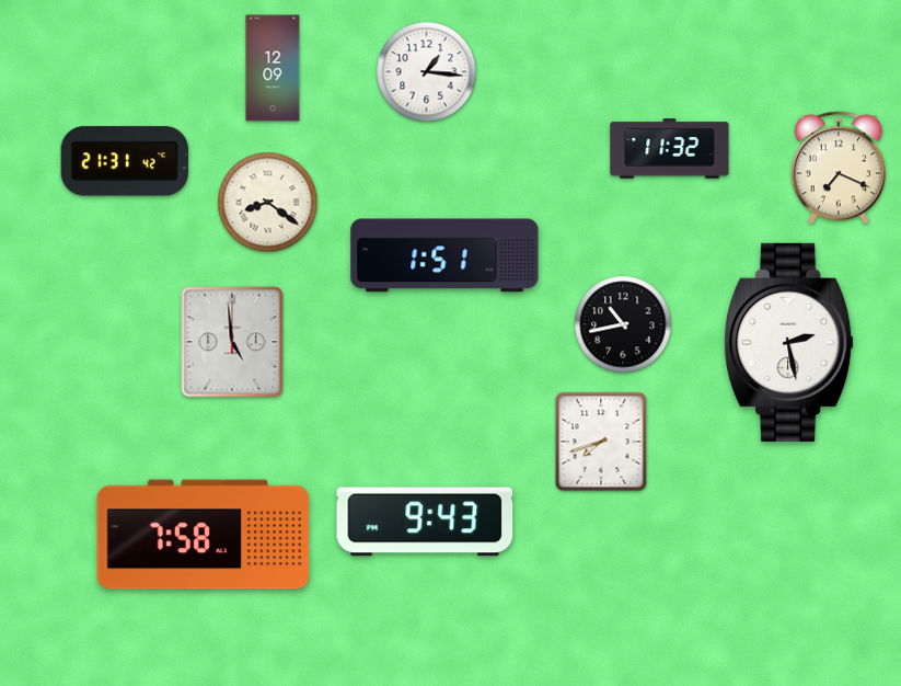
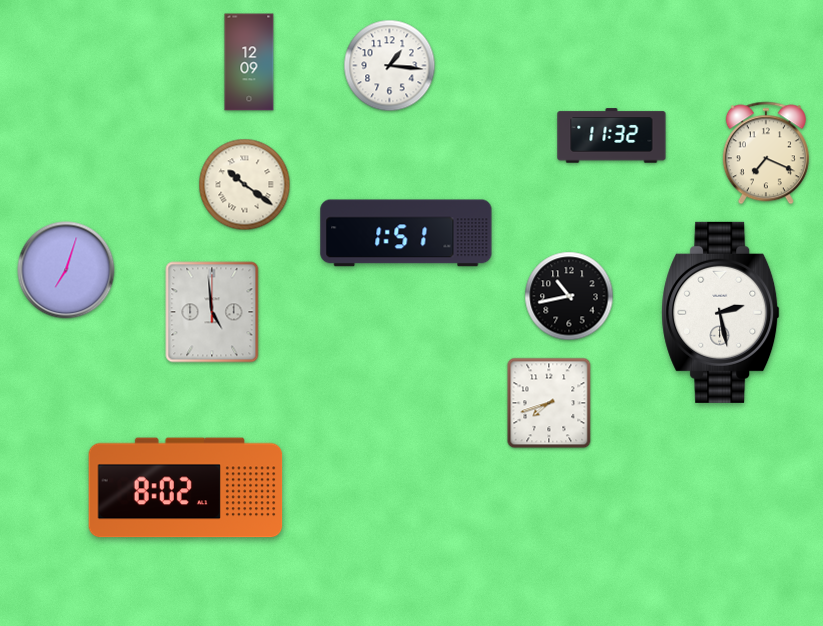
clock at (125, 161): 21:31 -> none
clock at (268, 203): 8:21 -> 10:21
clock at (66, 270): none -> 7:03
clock at (425, 522): 9:43 -> none
clock at (204, 535): 7:58 -> 8:02
